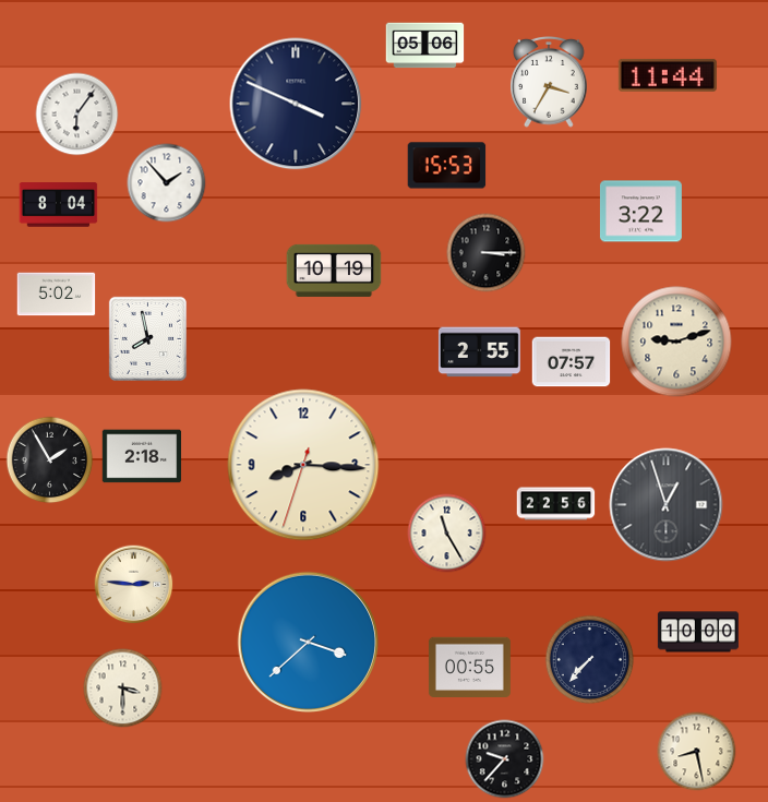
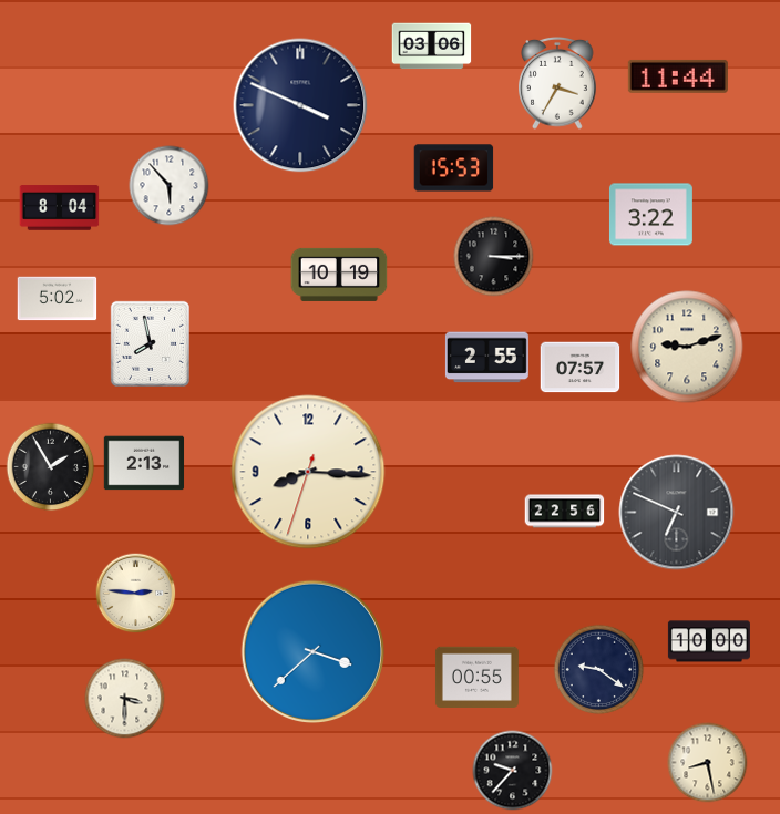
clock at (425, 46): 05:06 -> 03:06
clock at (77, 115): 6:06 -> none
clock at (167, 183): 1:53 -> 5:53
clock at (142, 456): 2:18 -> 2:13
clock at (667, 505): 12:57 -> 6:49
clock at (447, 534): 11:25 -> none
clock at (590, 660): 7:37 -> 9:21
